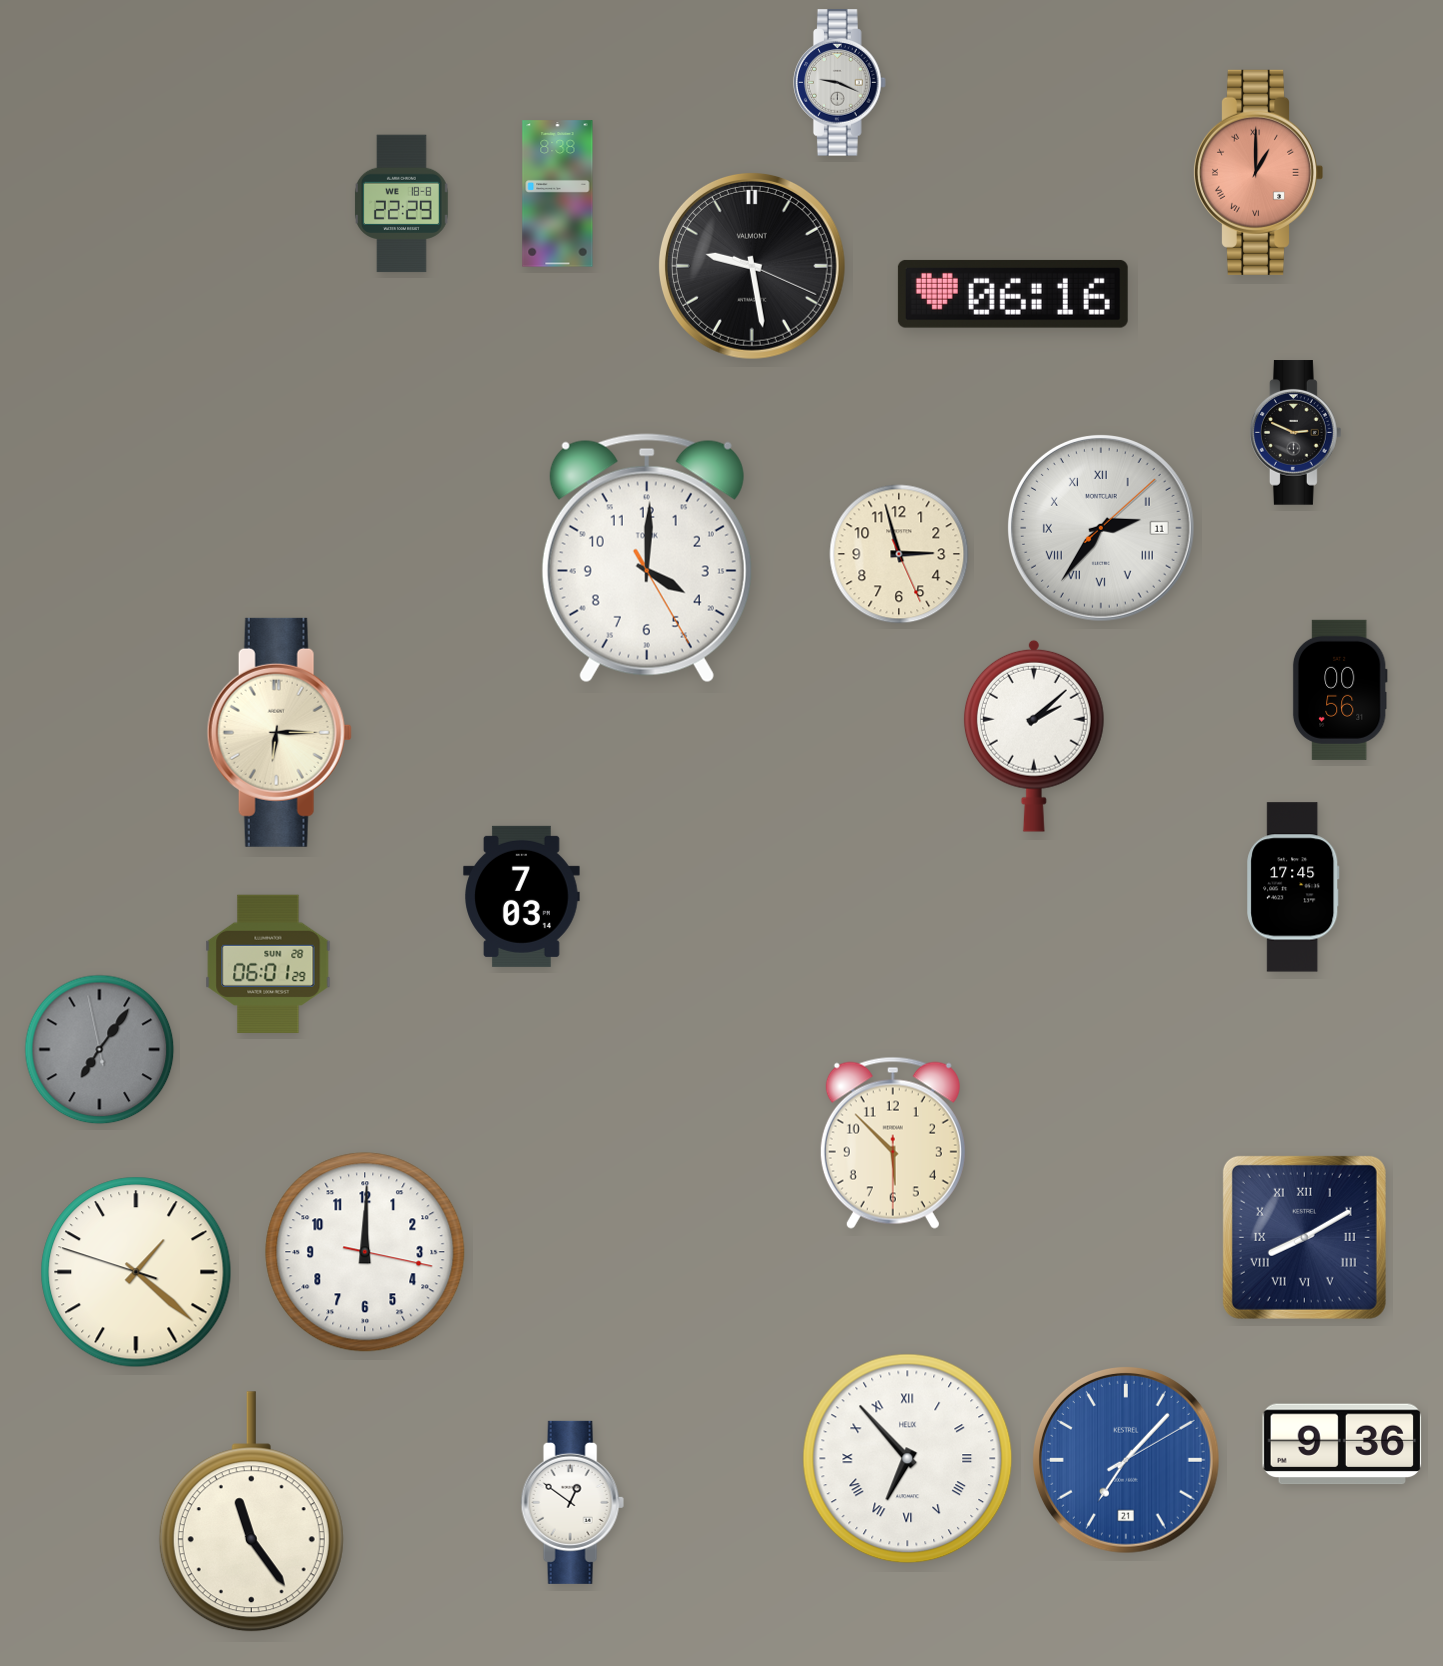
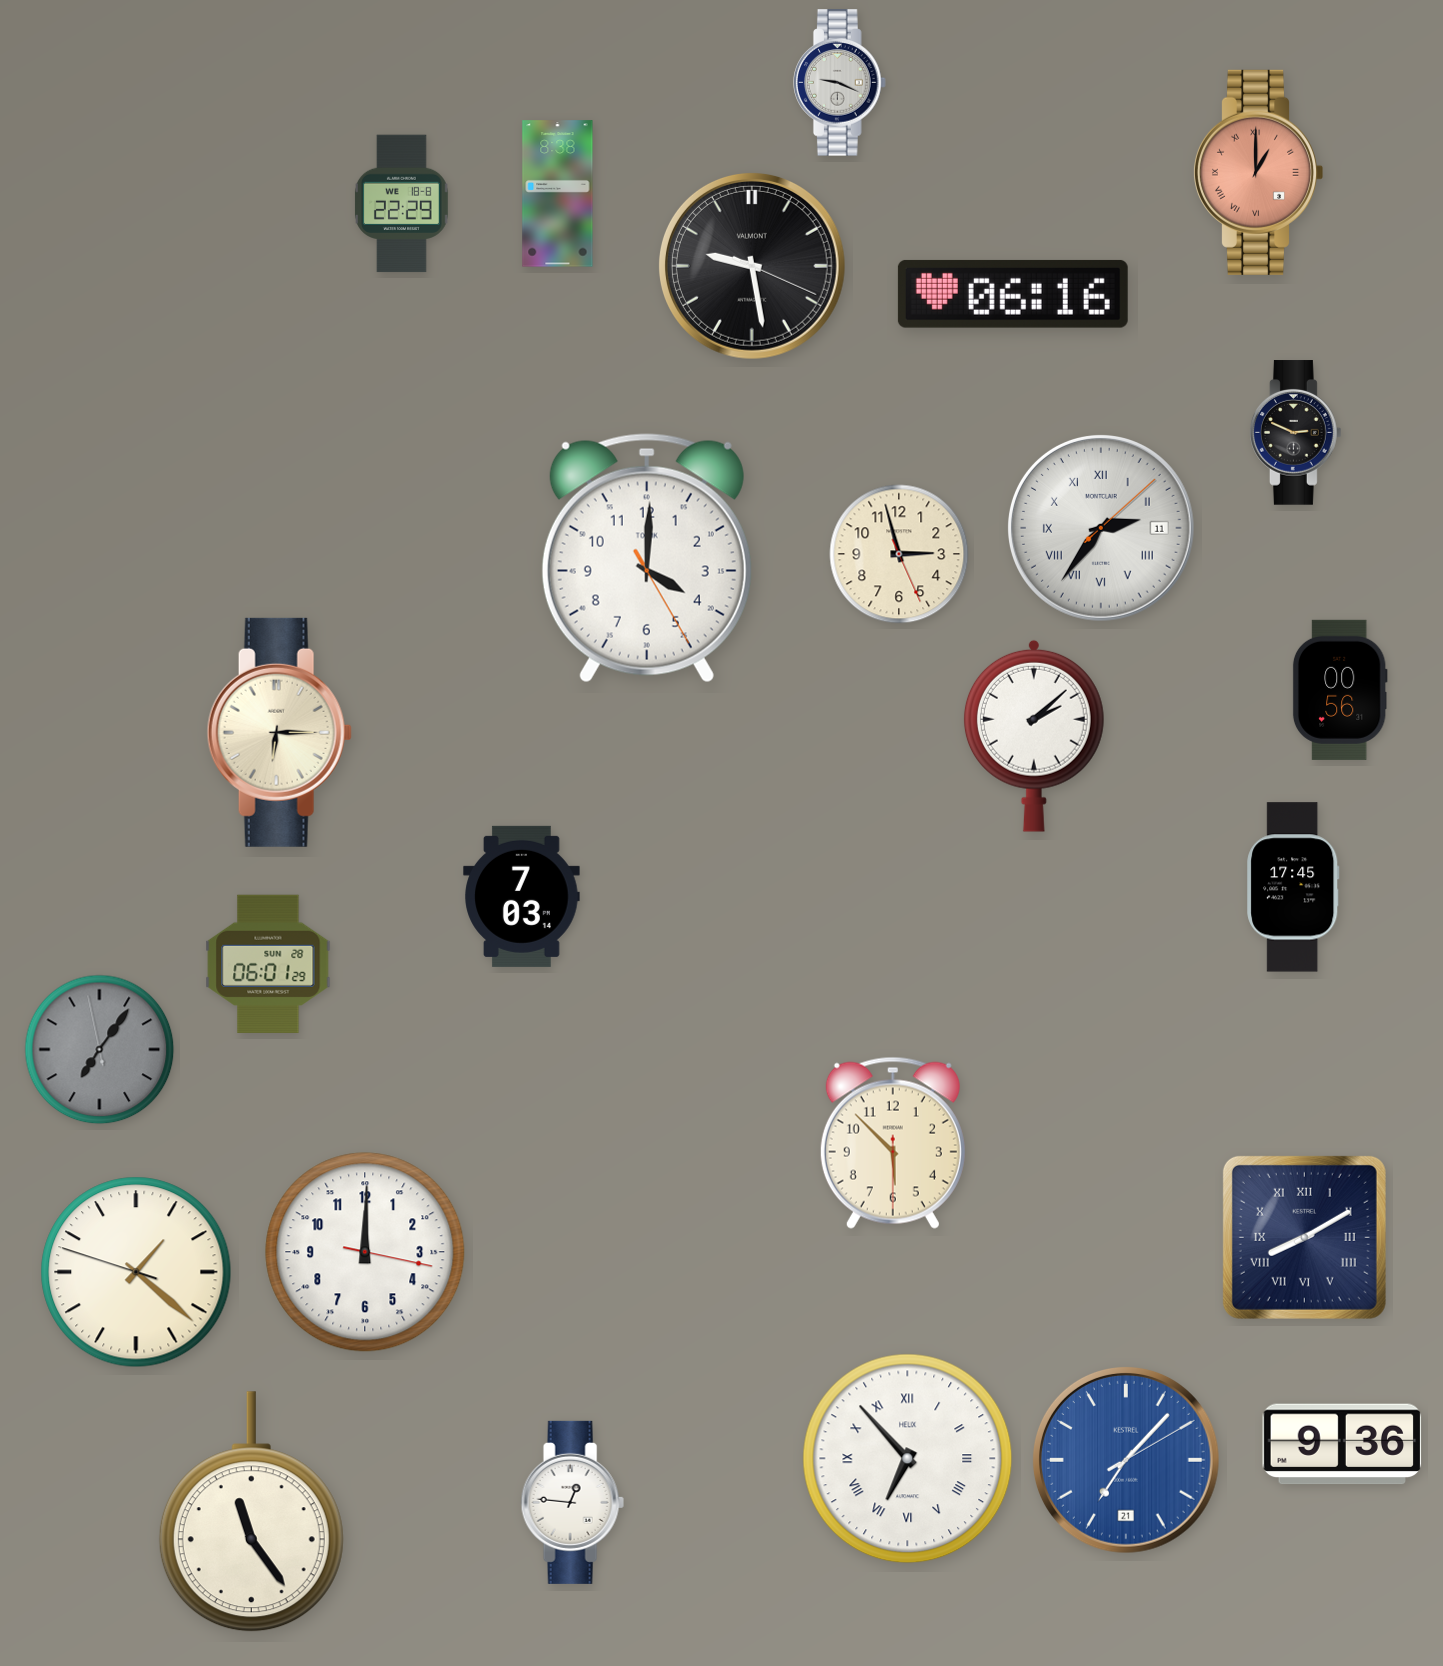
clock at (572, 1502): 12:51 -> 12:46
